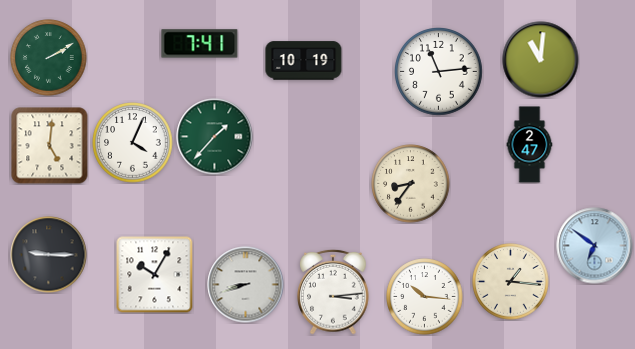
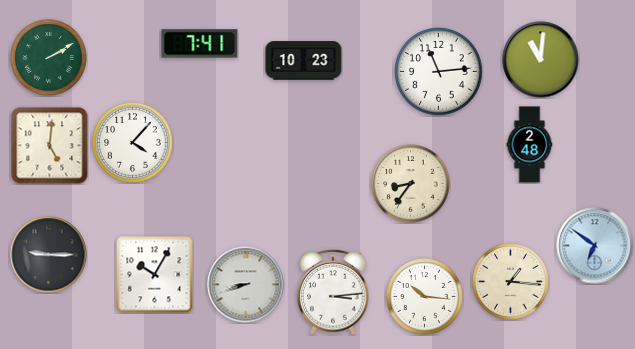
clock at (304, 61): 10:19 -> 10:23
clock at (215, 137): 1:37 -> none
clock at (133, 143): 4:04 -> 4:07
clock at (530, 145): 2:47 -> 2:48
